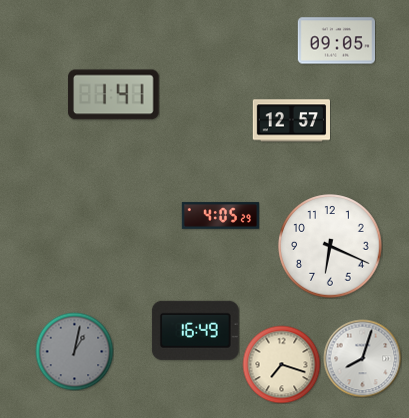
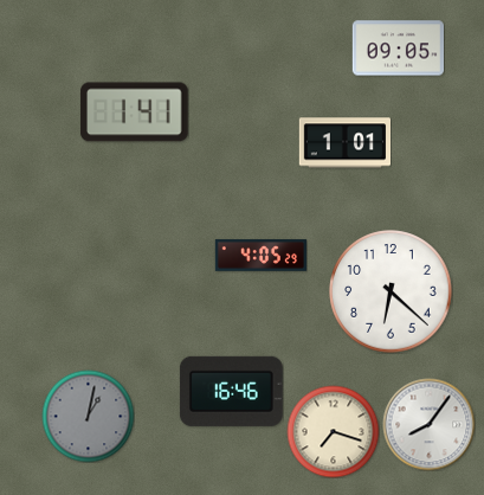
clock at (291, 121): 12:57 -> 1:01
clock at (330, 246): 6:19 -> 6:22
clock at (195, 330): 16:49 -> 16:46
clock at (362, 358): 8:03 -> 8:06
